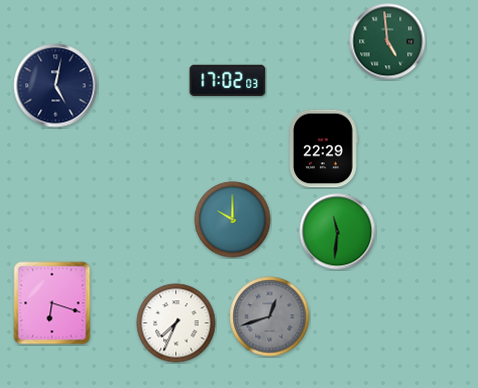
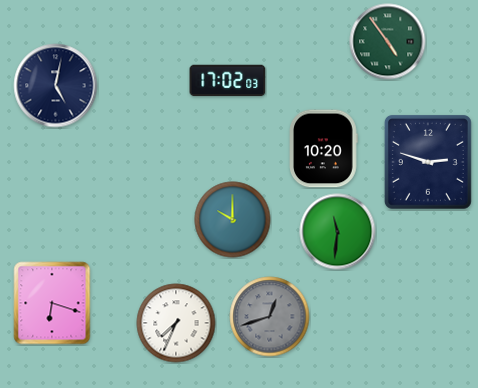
clock at (388, 42): 4:59 -> 4:54
clock at (324, 149): 22:29 -> 10:20
clock at (428, 162): none -> 2:48
